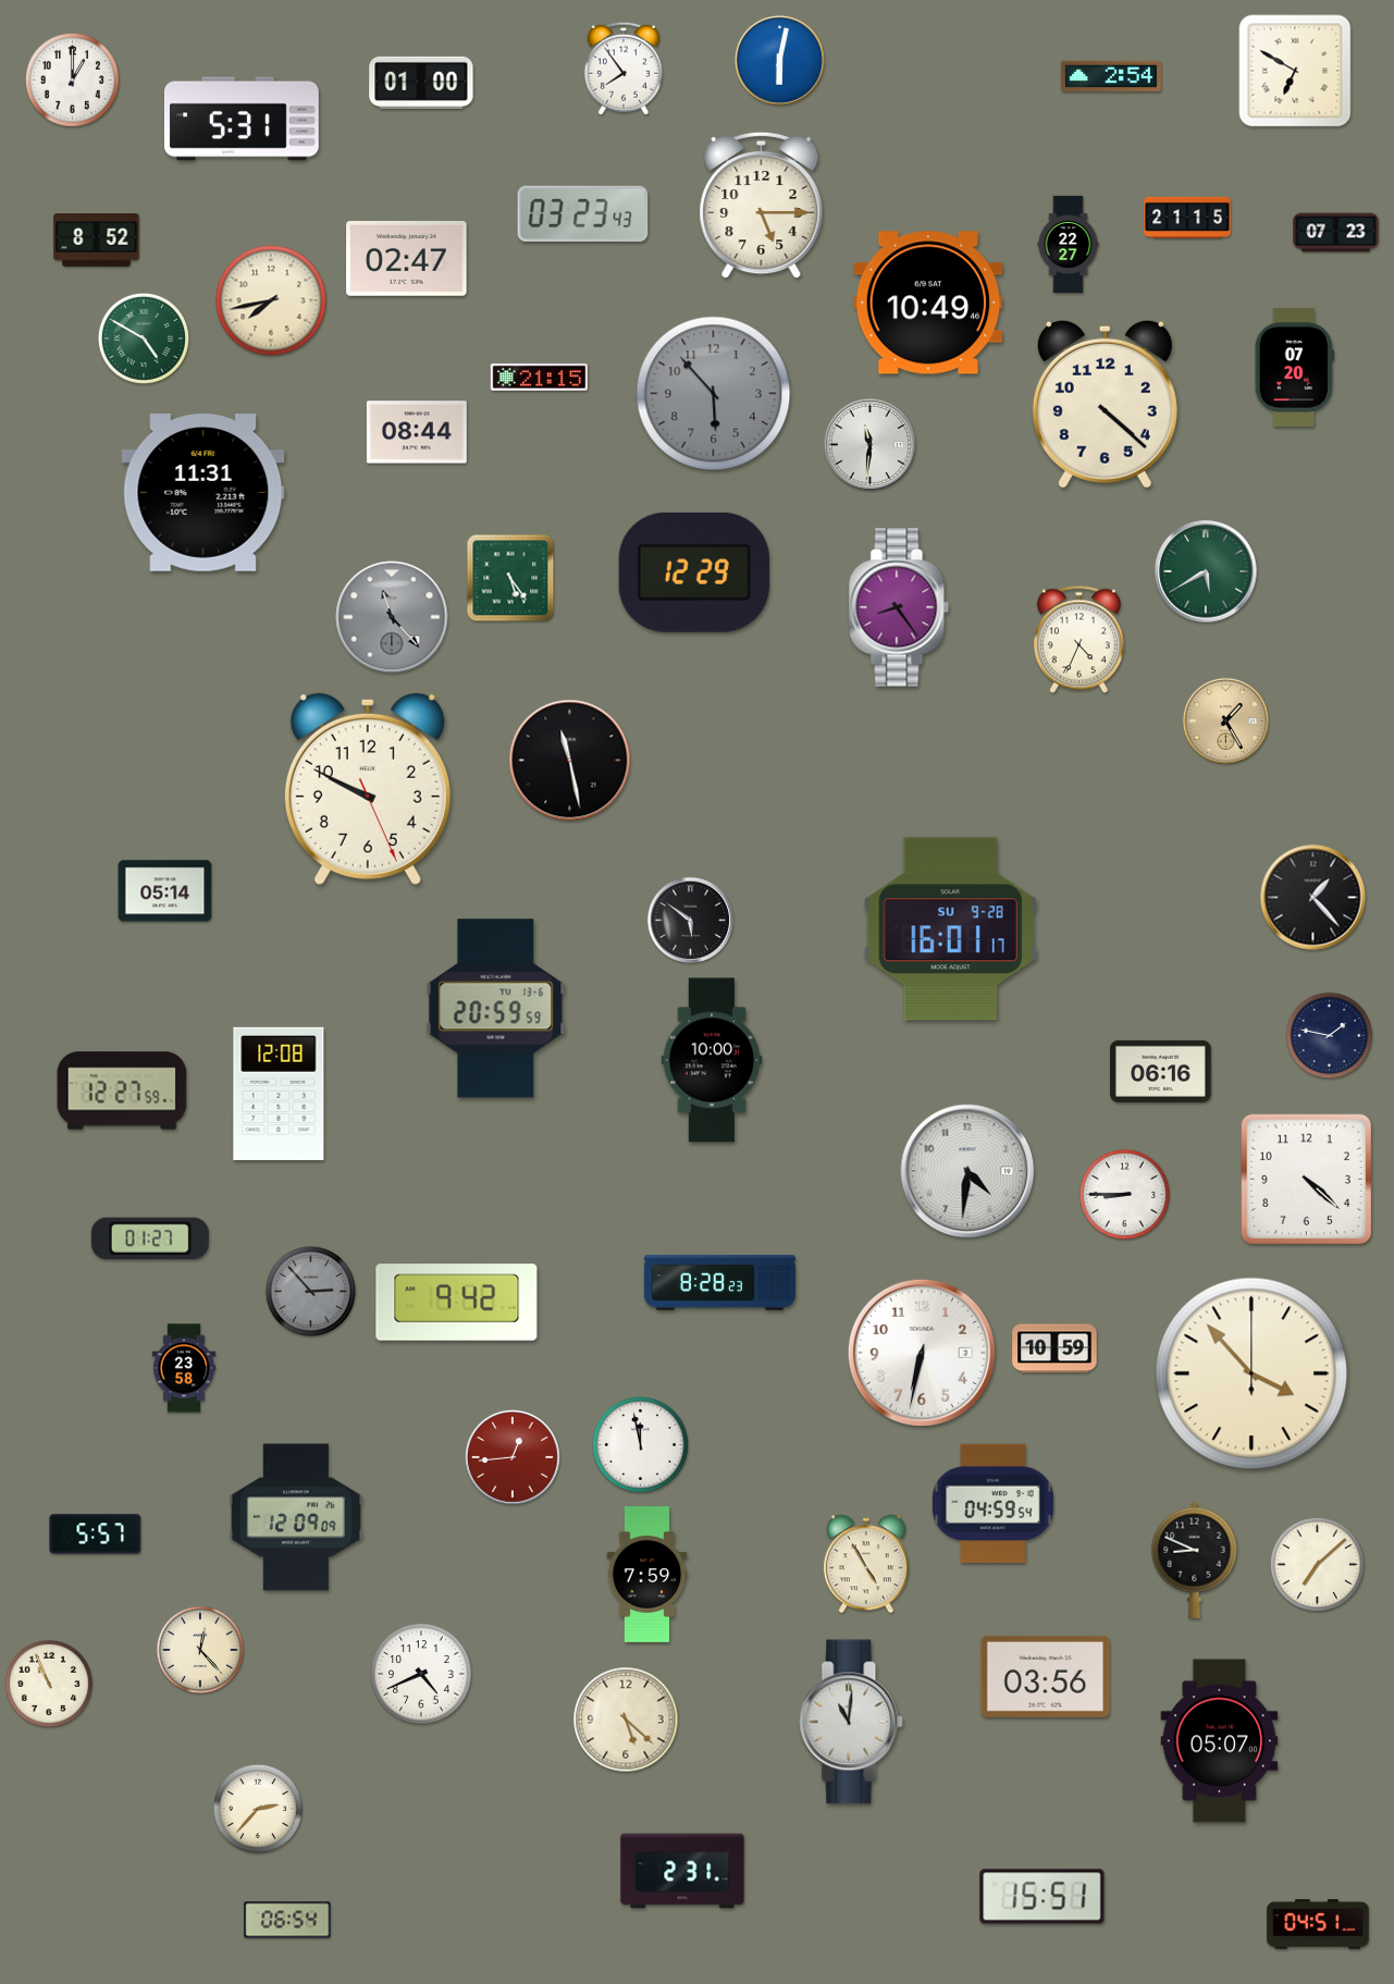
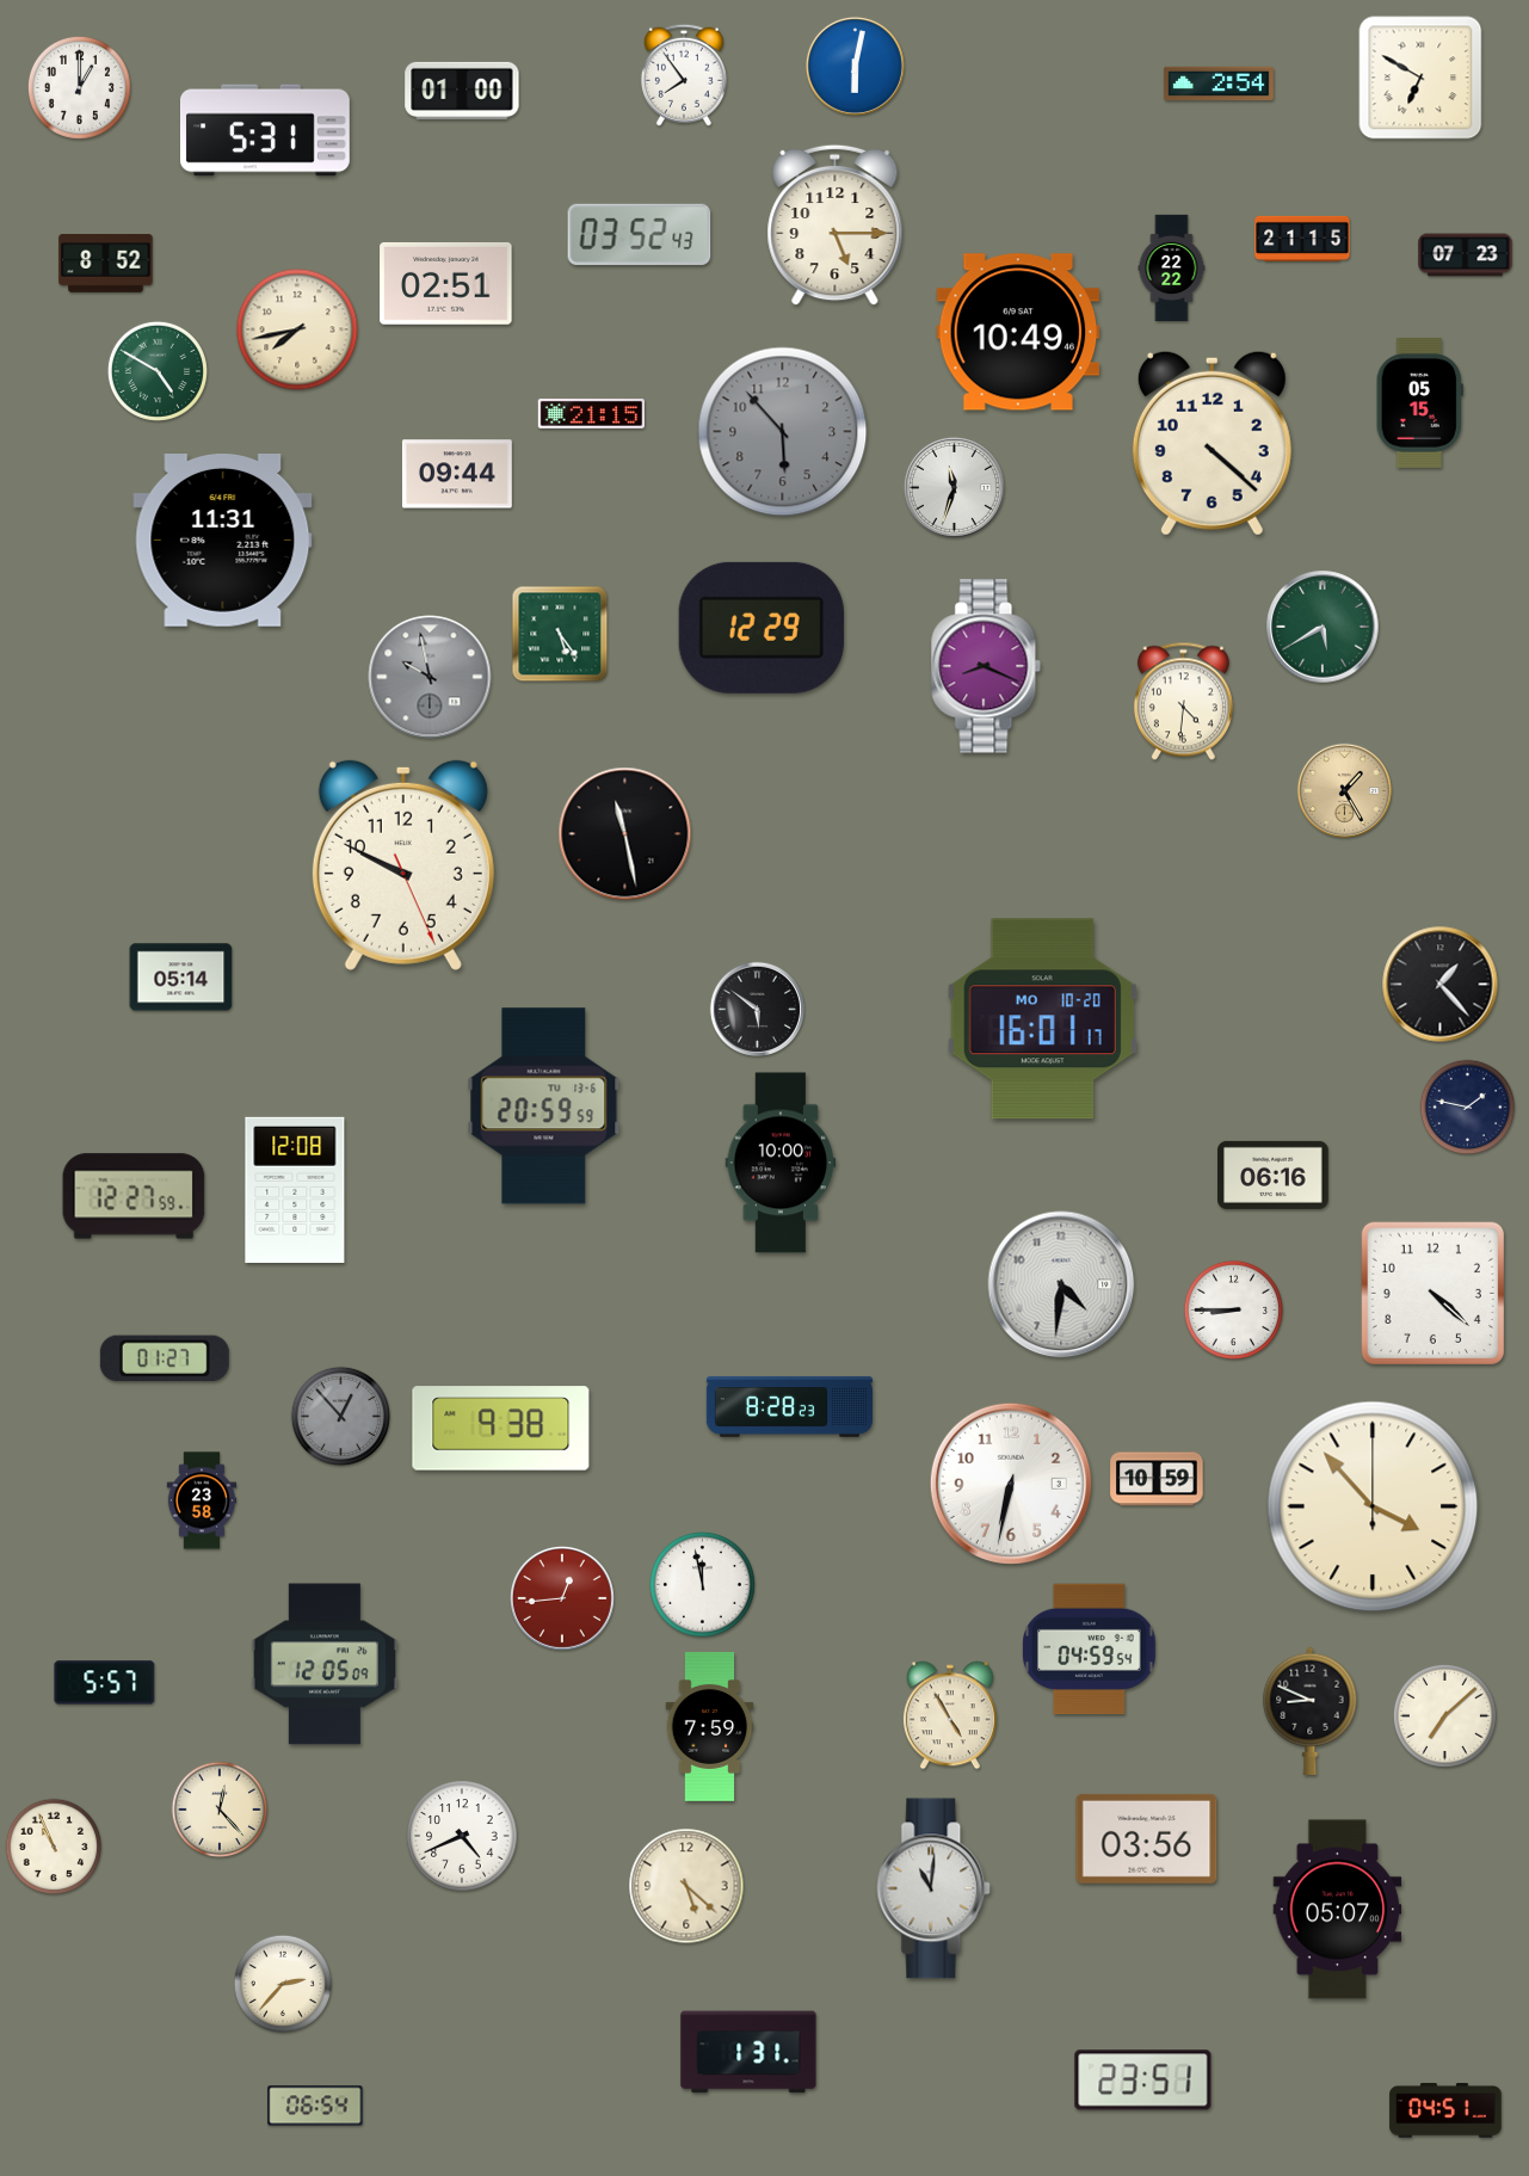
clock at (583, 213): 03:23 -> 03:52
clock at (1069, 245): 22:27 -> 22:22
clock at (407, 258): 02:47 -> 02:51
clock at (1294, 367): 07:20 -> 05:15
clock at (417, 432): 08:44 -> 09:44
clock at (869, 444): 11:31 -> 11:33
clock at (899, 607): 8:24 -> 8:19
clock at (392, 617): 11:23 -> 9:58
clock at (1078, 640): 4:34 -> 4:31
clock at (950, 929) date: SU 9-28 -> MO 10-20
clock at (1330, 1036) position: (1330, 1036) -> (1468, 1108)
clock at (279, 1094) position: (279, 1094) -> (295, 1190)
clock at (310, 1291): 2:53 -> 12:53
clock at (457, 1303): 9:42 -> 9:38
clock at (296, 1517): 12:09 -> 12:05
clock at (682, 1871): 2:31 -> 1:31
clock at (1043, 1897): 15:51 -> 23:51
